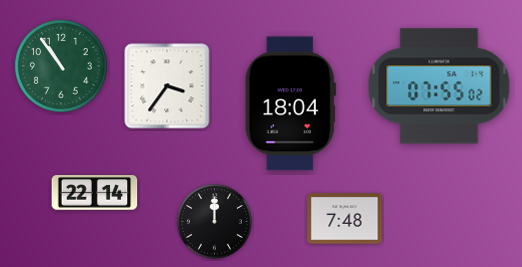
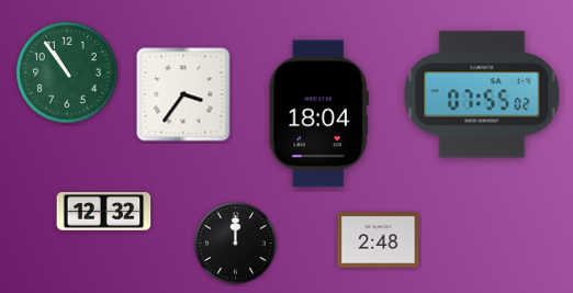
clock at (95, 193): 22:14 -> 12:32
clock at (345, 219): 7:48 -> 2:48
